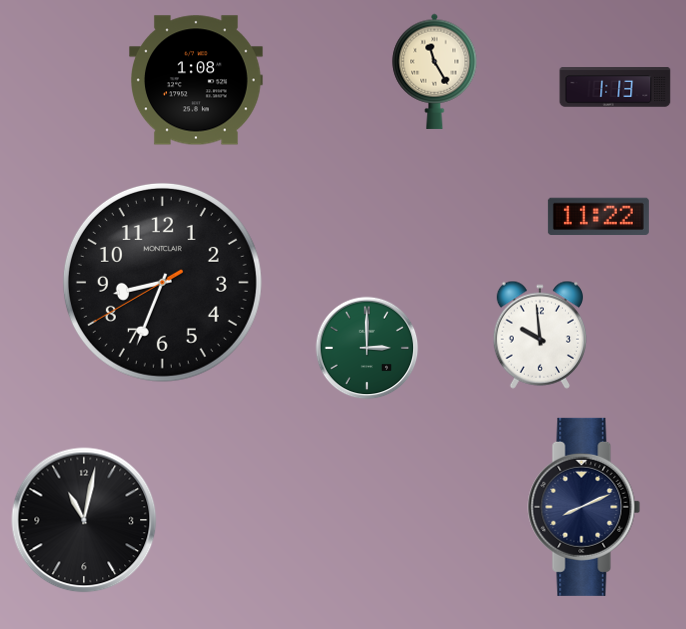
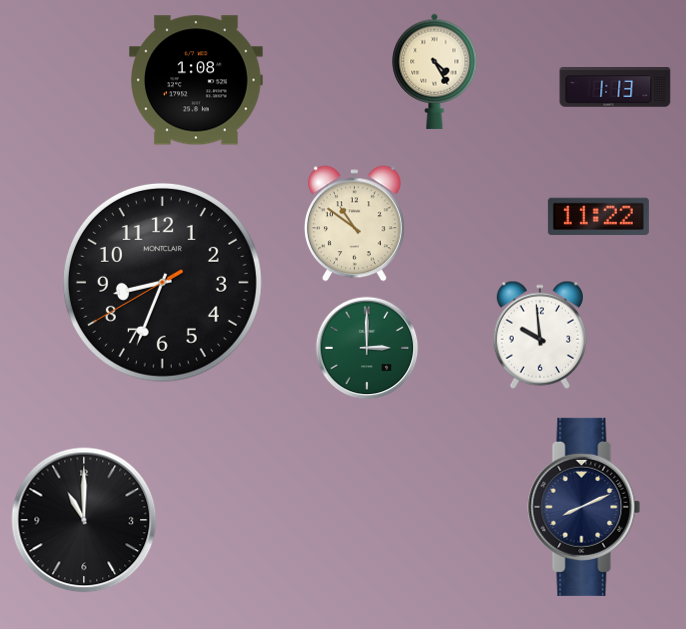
clock at (435, 71): 11:25 -> 4:25
clock at (354, 224): none -> 10:51
clock at (84, 520): 11:02 -> 11:00
